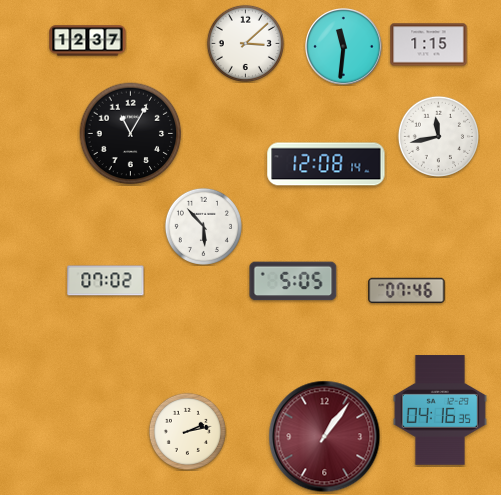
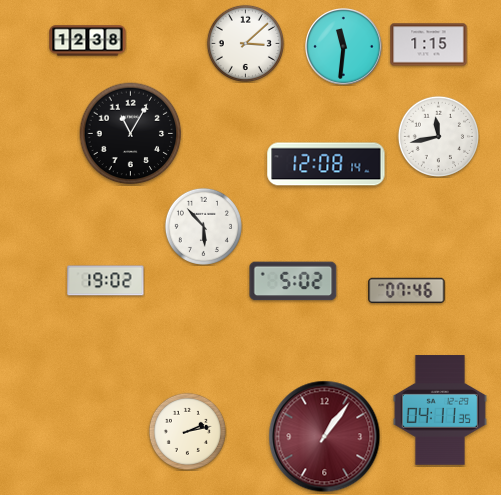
clock at (88, 41): 12:37 -> 12:38
clock at (106, 281): 07:02 -> 19:02
clock at (293, 281): 5:05 -> 5:02
clock at (440, 410): 04:16 -> 04:11
